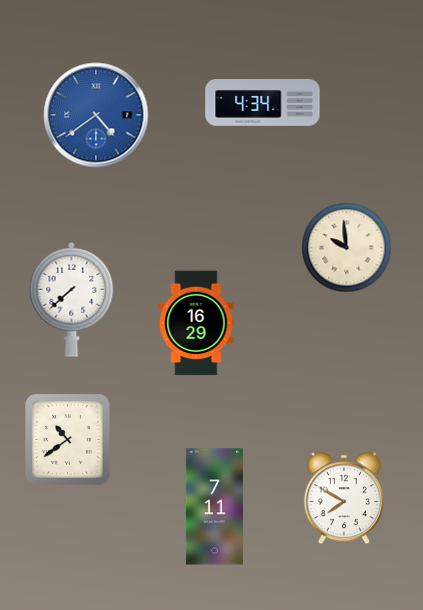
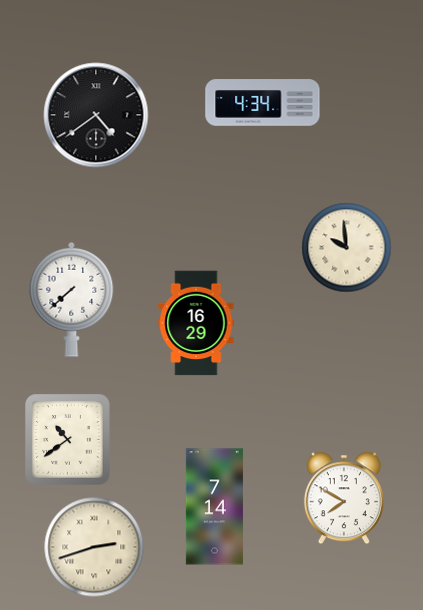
clock at (96, 115) dial: blue -> black
clock at (214, 507): 7:11 -> 7:14
clock at (94, 547): none -> 2:42
